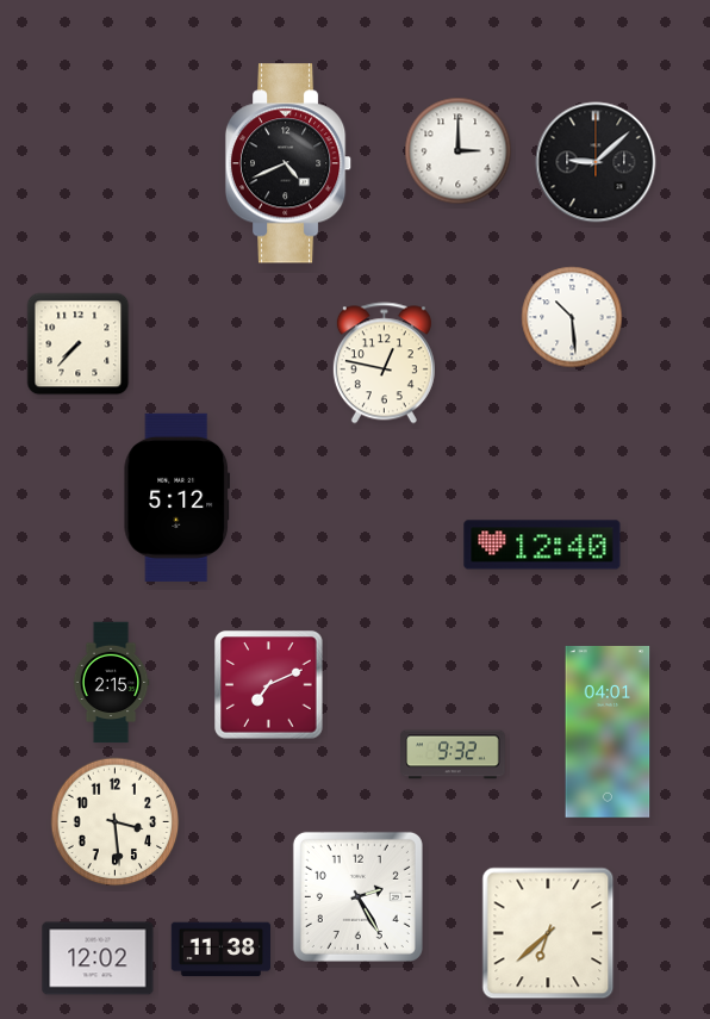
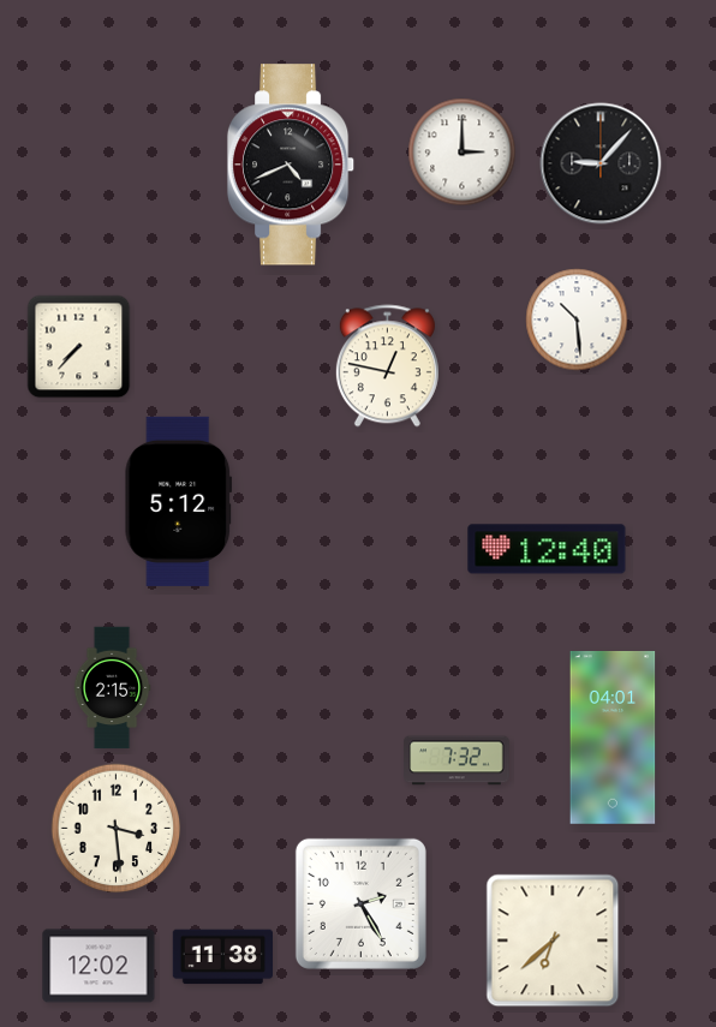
clock at (596, 162): 9:08 -> 9:07
clock at (269, 685): 7:11 -> none
clock at (453, 754): 9:32 -> 7:32
